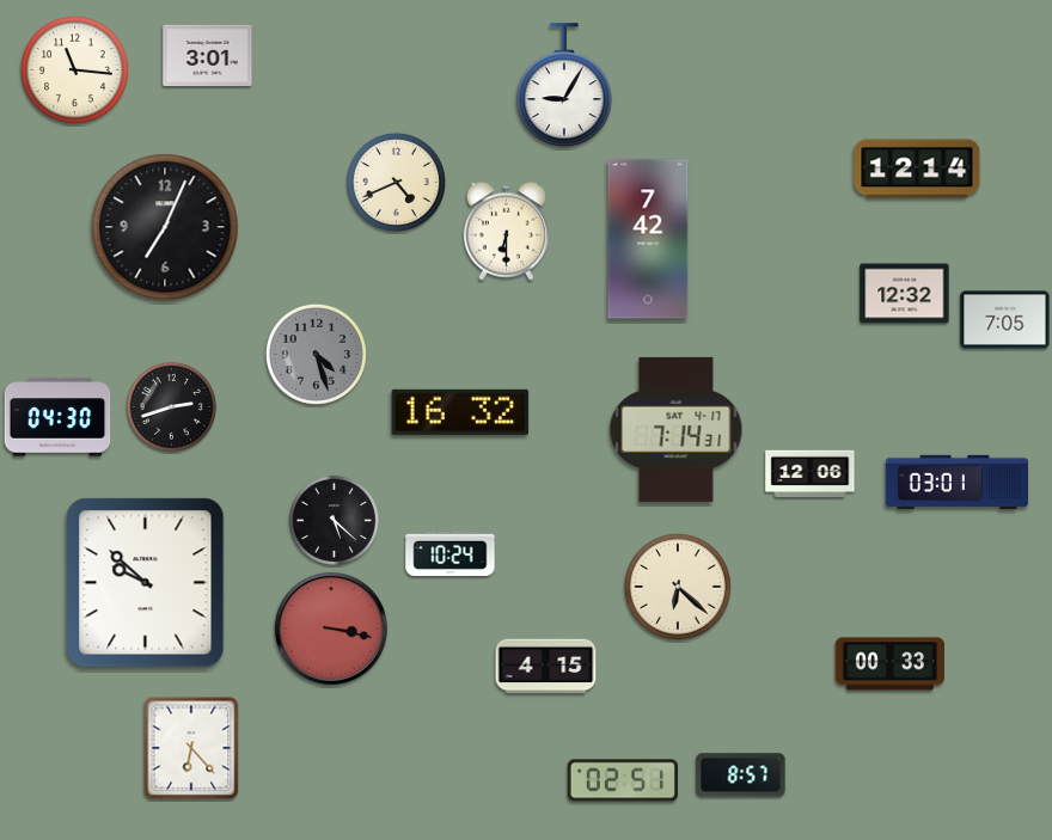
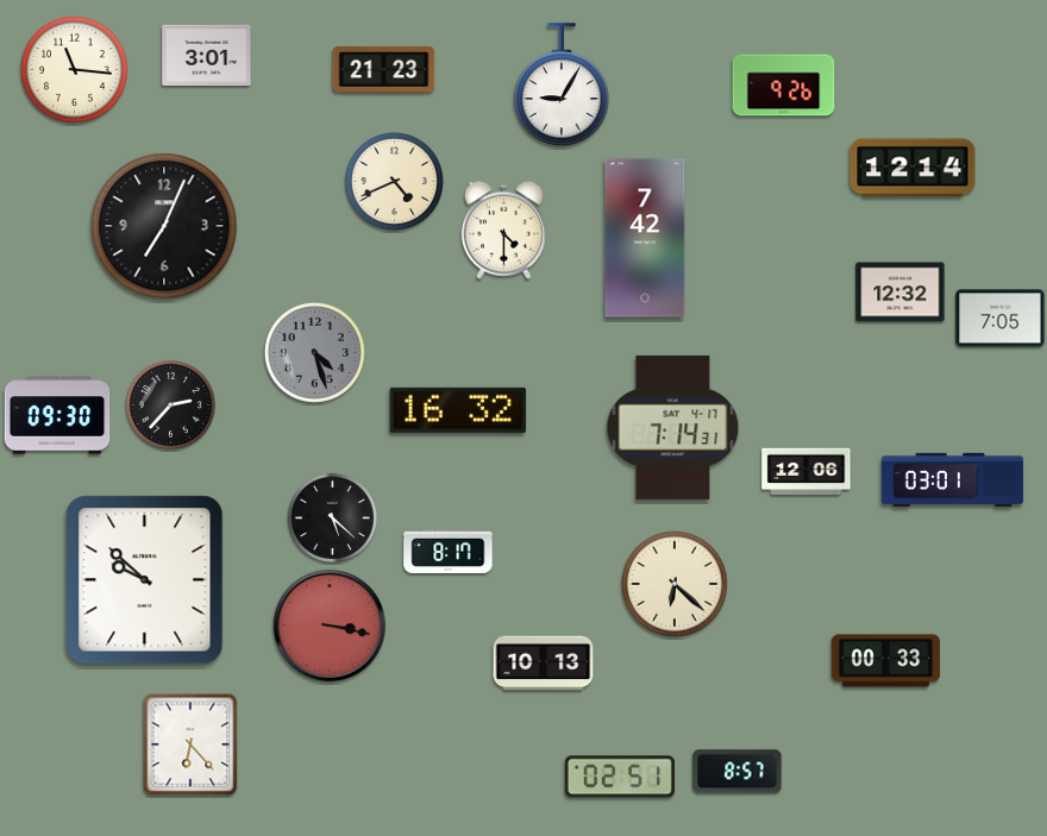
clock at (384, 70): none -> 21:23
clock at (784, 86): none -> 9:26
clock at (506, 231): 6:30 -> 4:30
clock at (171, 406): 2:42 -> 2:37
clock at (57, 417): 04:30 -> 09:30
clock at (451, 553): 10:24 -> 8:17
clock at (546, 667): 4:15 -> 10:13
